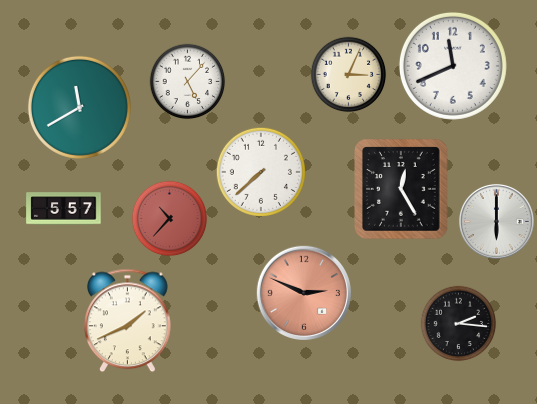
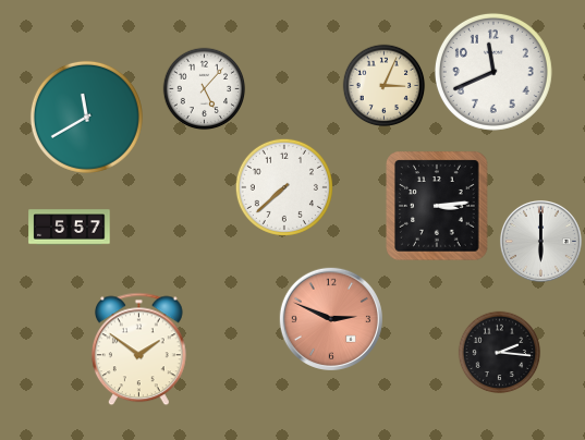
clock at (349, 75) position: (349, 75) -> (385, 86)
clock at (401, 189): 12:25 -> 3:14
clock at (170, 219): 10:37 -> none
clock at (128, 321): 1:41 -> 1:51
